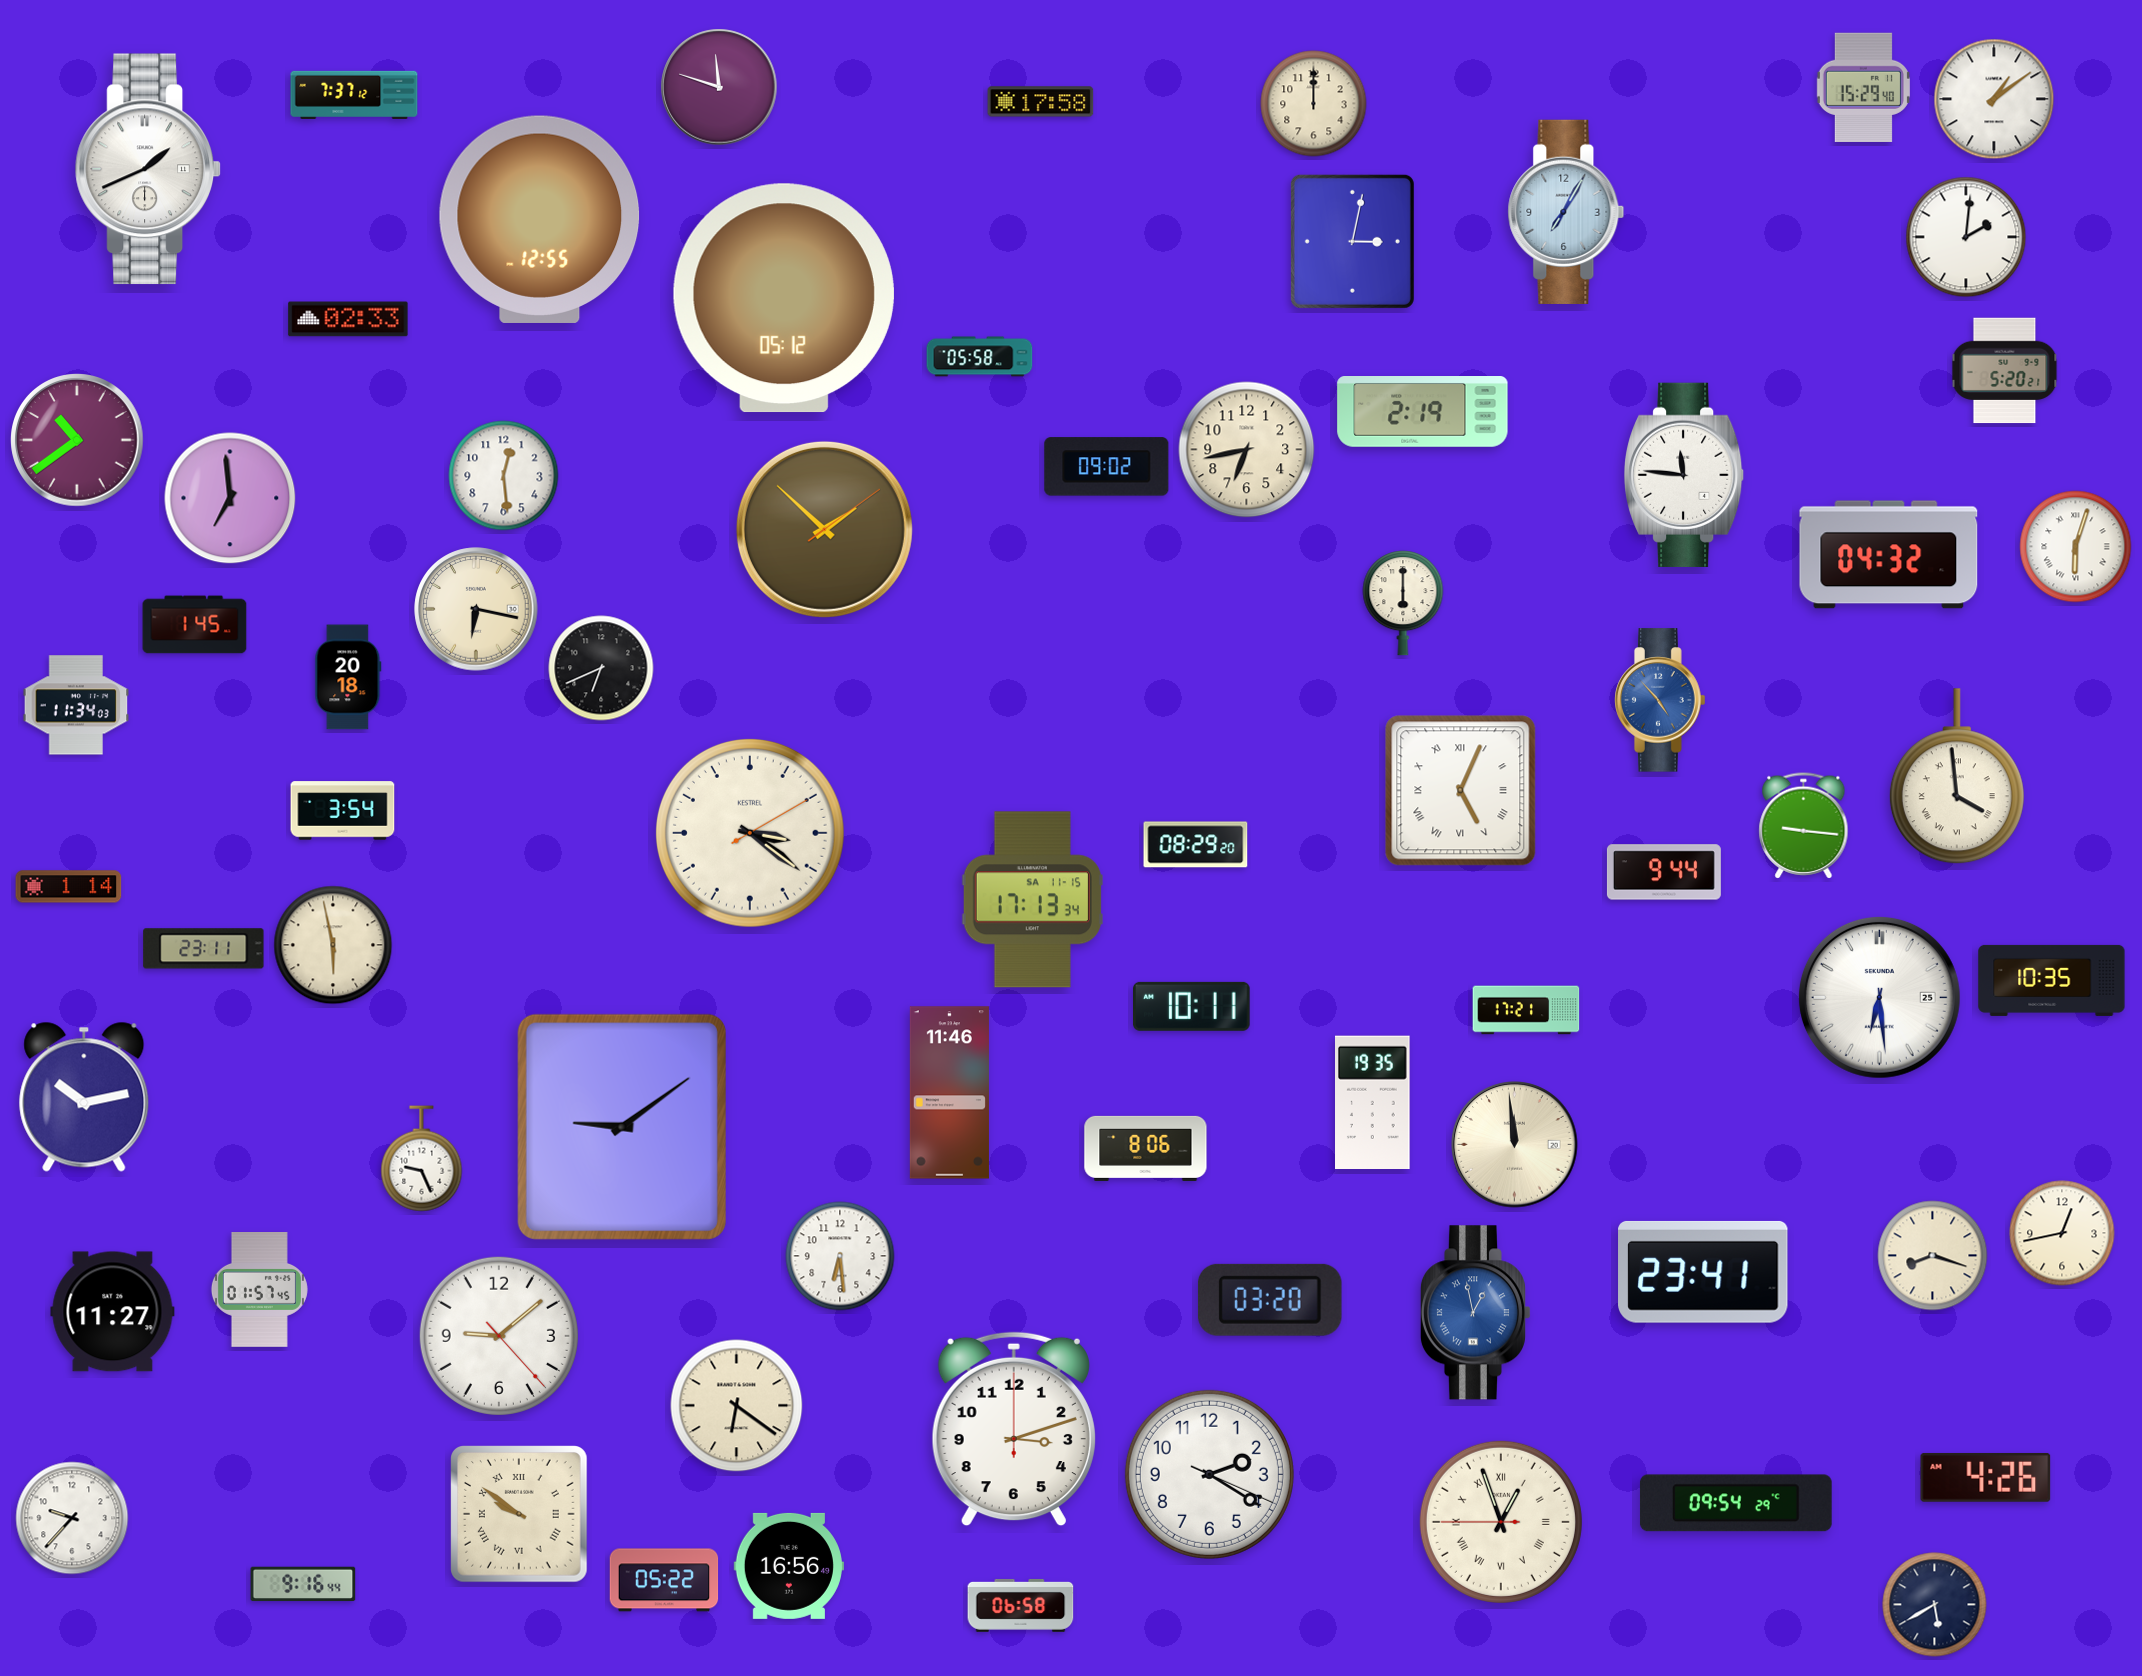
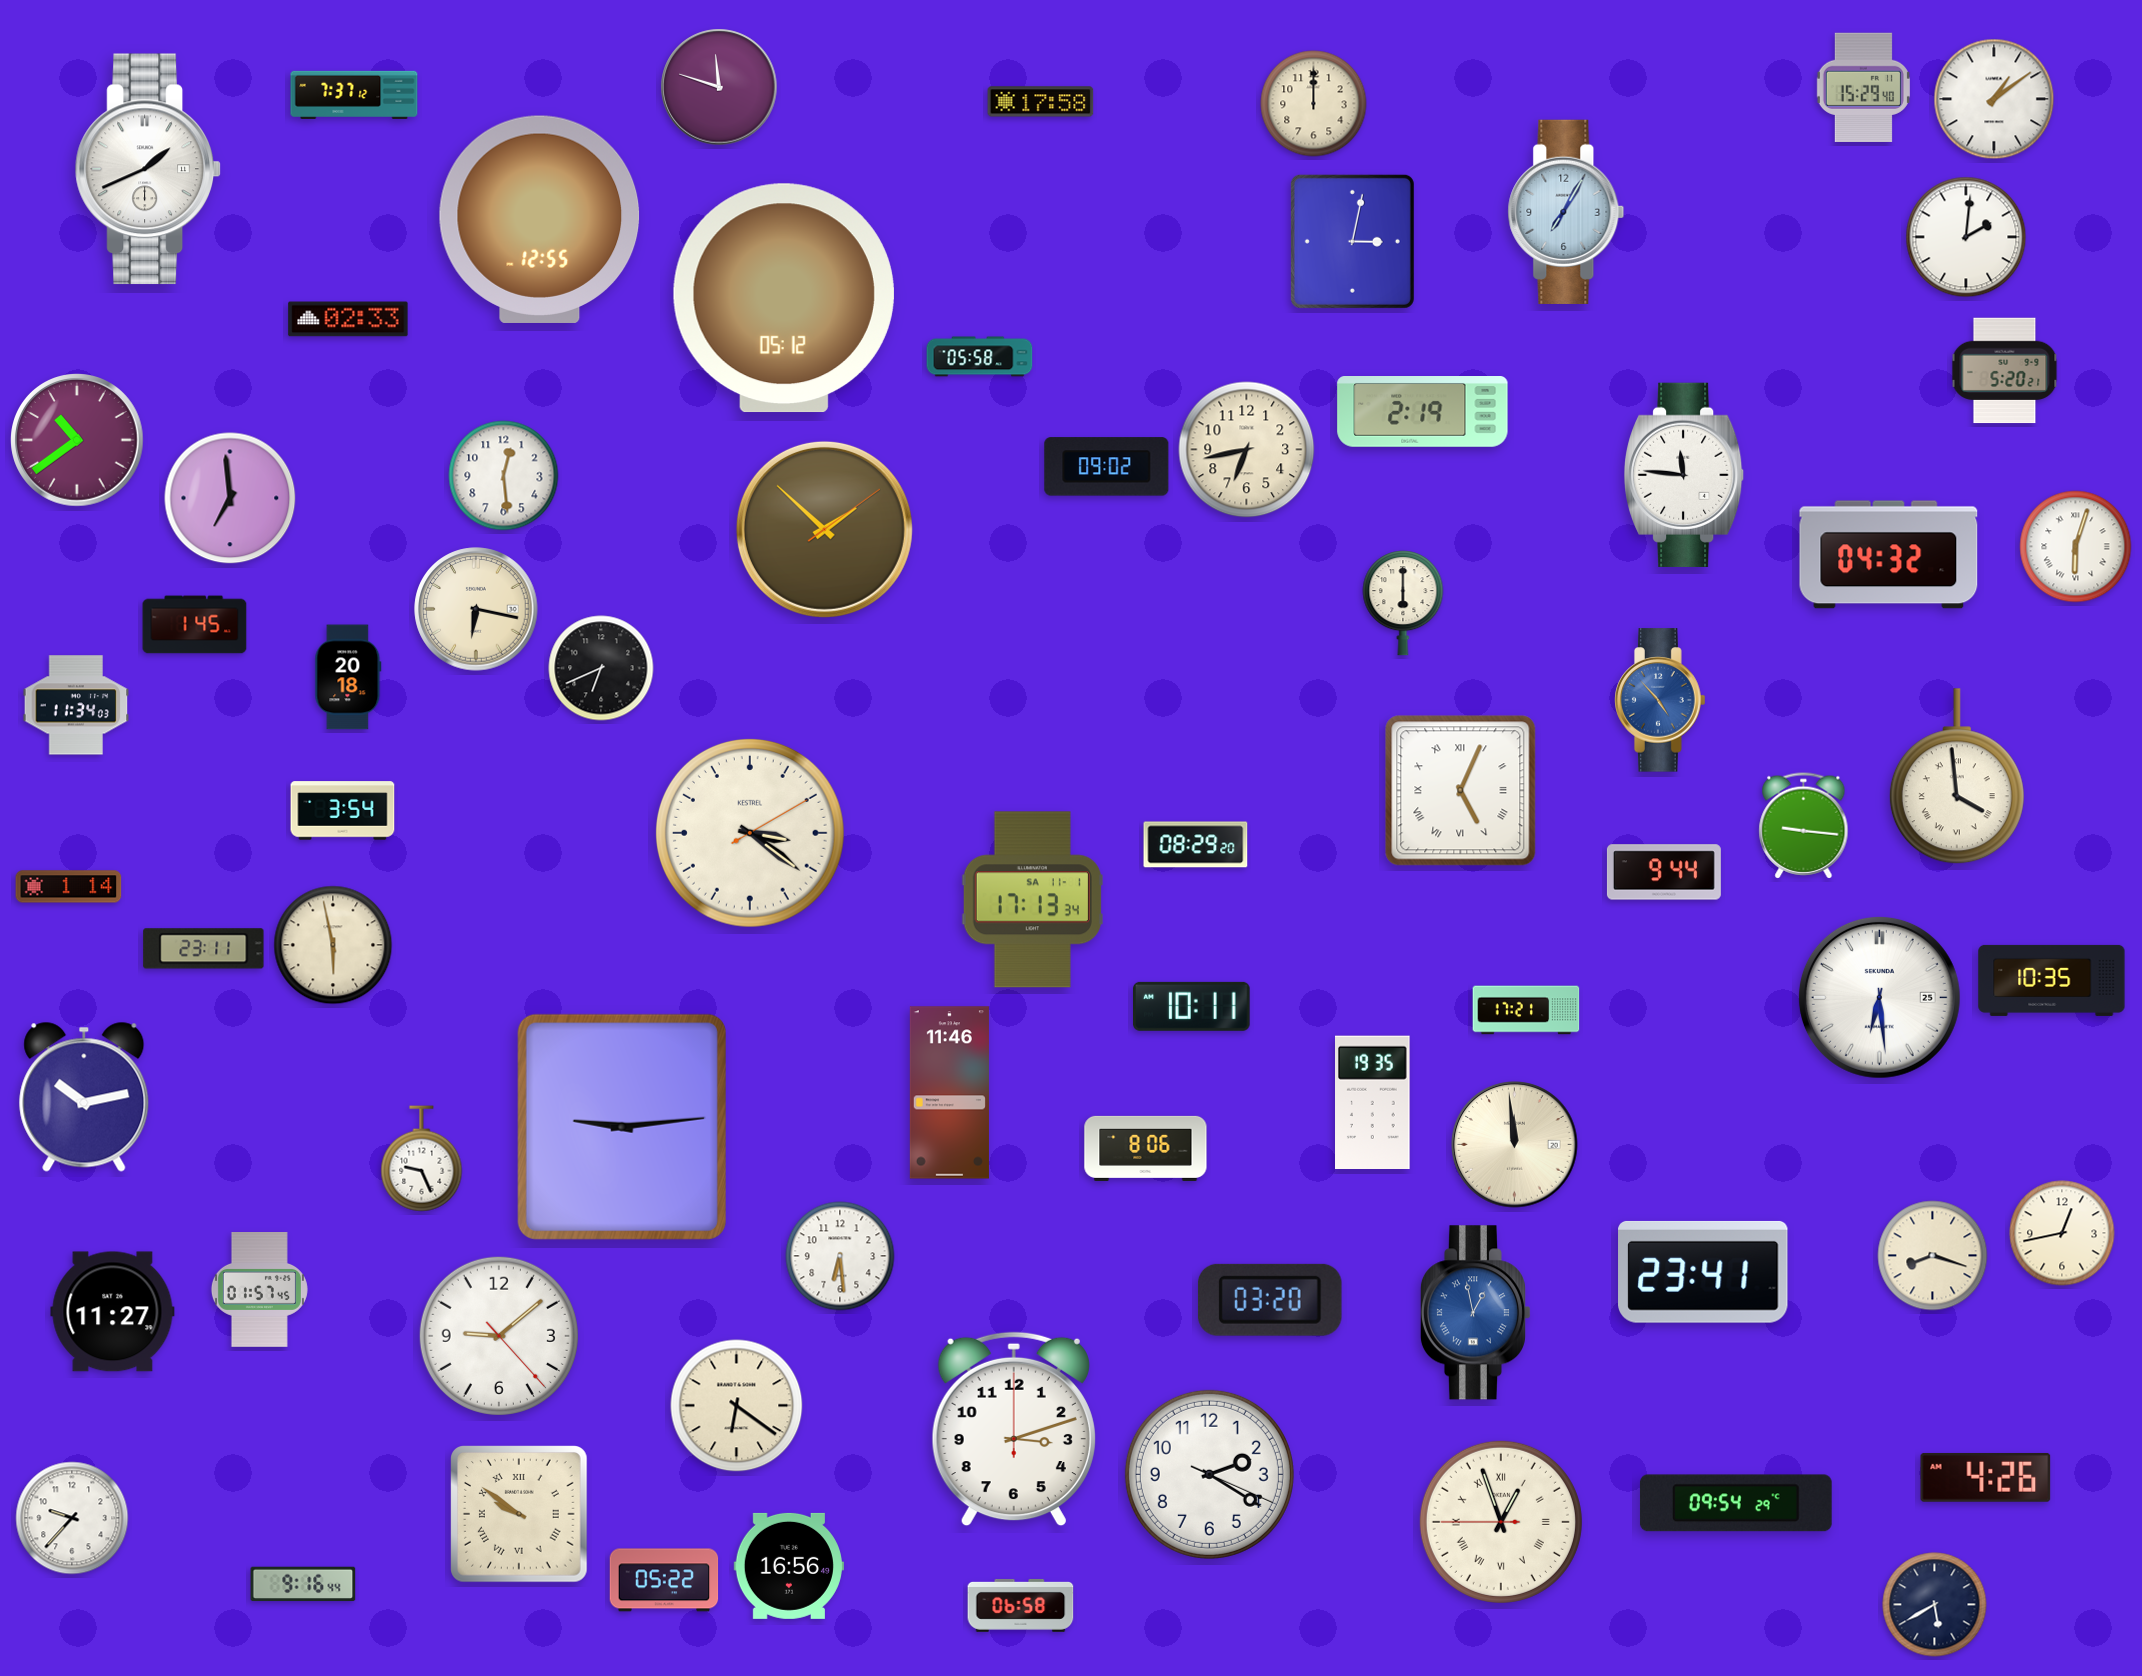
clock at (1032, 900) date: SA 11-15 -> SA 11-1
clock at (622, 1127): 9:09 -> 9:14
